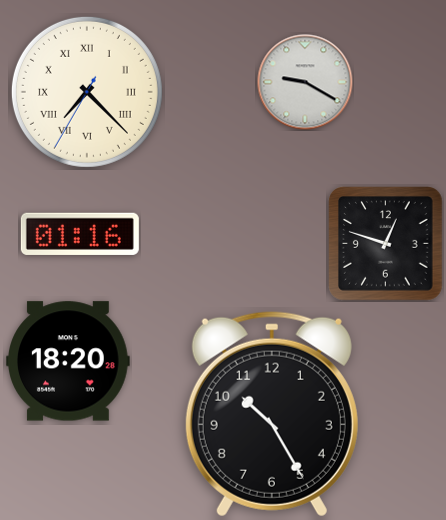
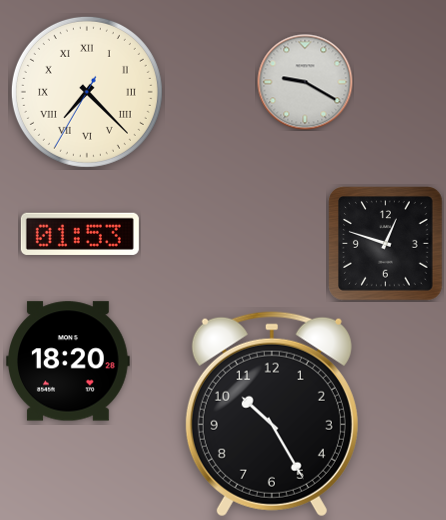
clock at (80, 234): 01:16 -> 01:53
